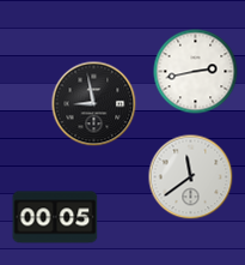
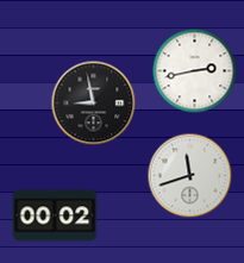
clock at (191, 177): 11:39 -> 11:42
clock at (55, 217): 00:05 -> 00:02
